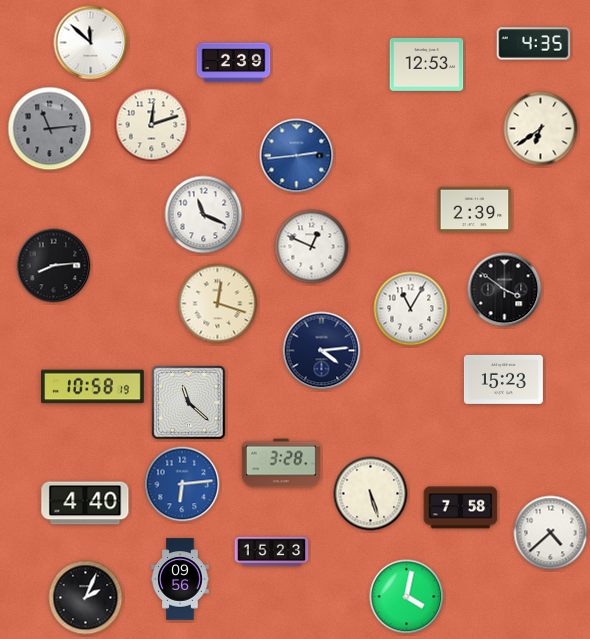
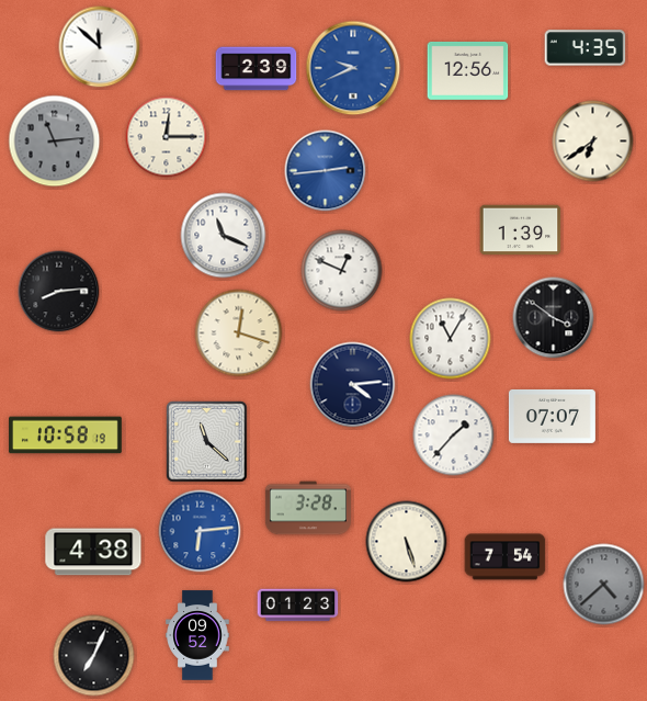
clock at (353, 68): none -> 9:41
clock at (427, 64): 12:53 -> 12:56
clock at (152, 125): 12:12 -> 12:15
clock at (475, 210): 2:39 -> 1:39
clock at (503, 379): 15:23 -> 07:07
clock at (93, 387) position: (93, 387) -> (66, 436)
clock at (454, 436): none -> 1:37
clock at (85, 503): 4:40 -> 4:38
clock at (461, 508): 7:58 -> 7:54
clock at (551, 533) dial: white -> grey
clock at (272, 552): 15:23 -> 01:23
clock at (180, 579): 09:56 -> 09:52
clock at (407, 597): 4:02 -> none
clock at (86, 598): 2:04 -> 7:04
